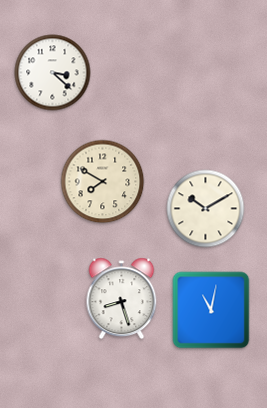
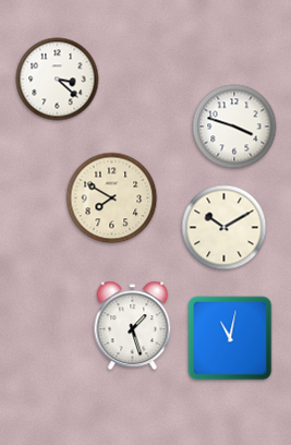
clock at (234, 127): none -> 3:48
clock at (122, 299): 8:27 -> 1:27
